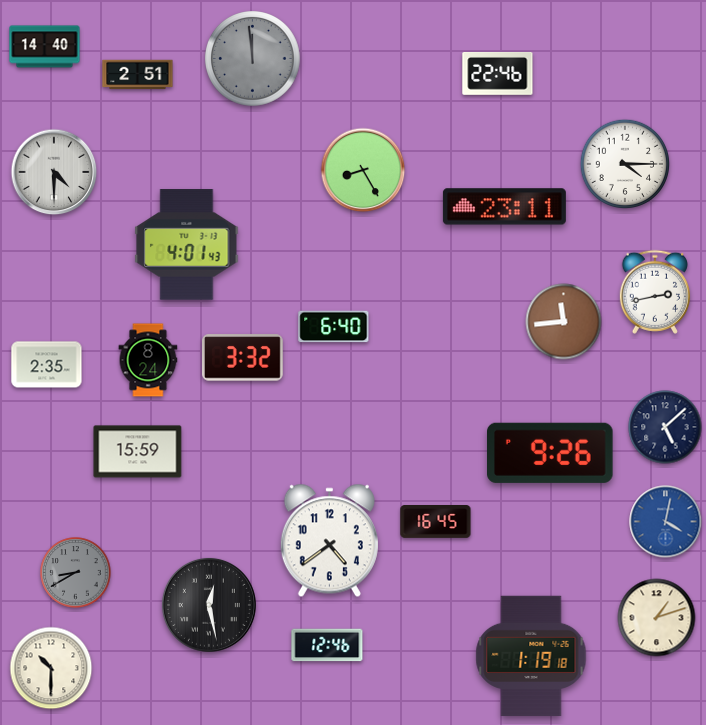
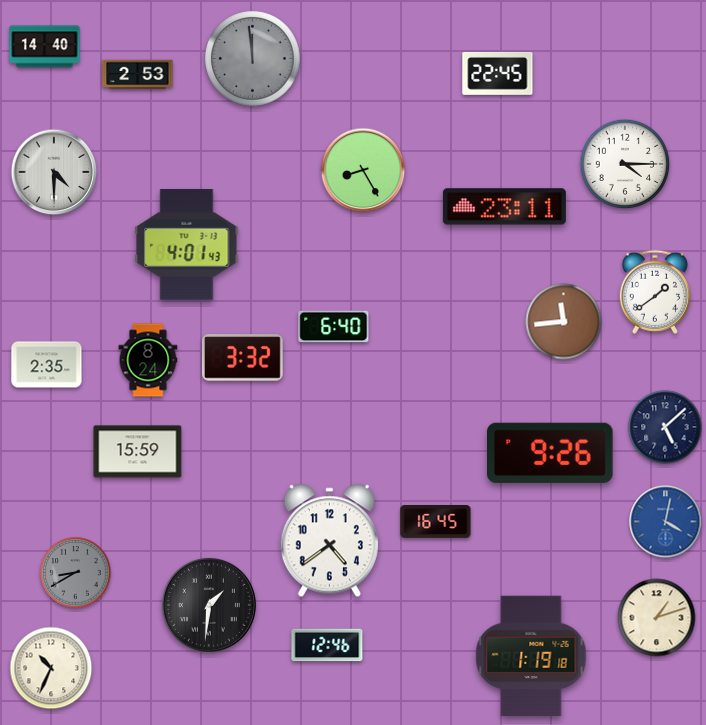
clock at (498, 73): 22:46 -> 22:45
clock at (138, 75): 2:51 -> 2:53
clock at (655, 292): 2:43 -> 1:39
clock at (209, 605): 12:28 -> 1:31
clock at (51, 668): 10:30 -> 10:34
